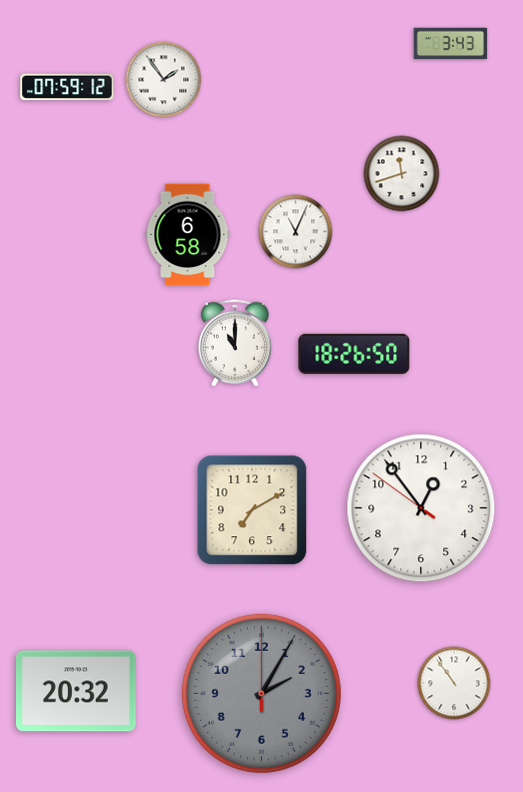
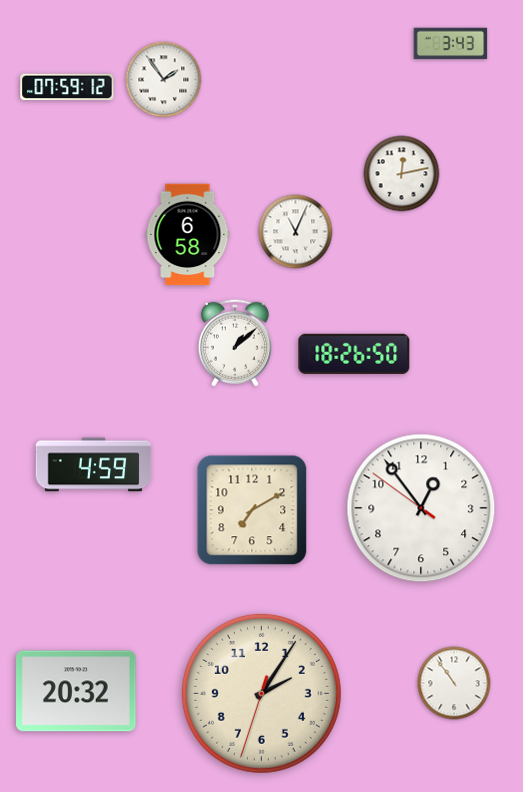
clock at (402, 174): 11:42 -> 12:13
clock at (235, 343): 11:00 -> 1:08
clock at (94, 465): none -> 4:59
clock at (261, 693): 2:05:00 -> 2:05:33
clock at (261, 693) dial: grey -> cream
